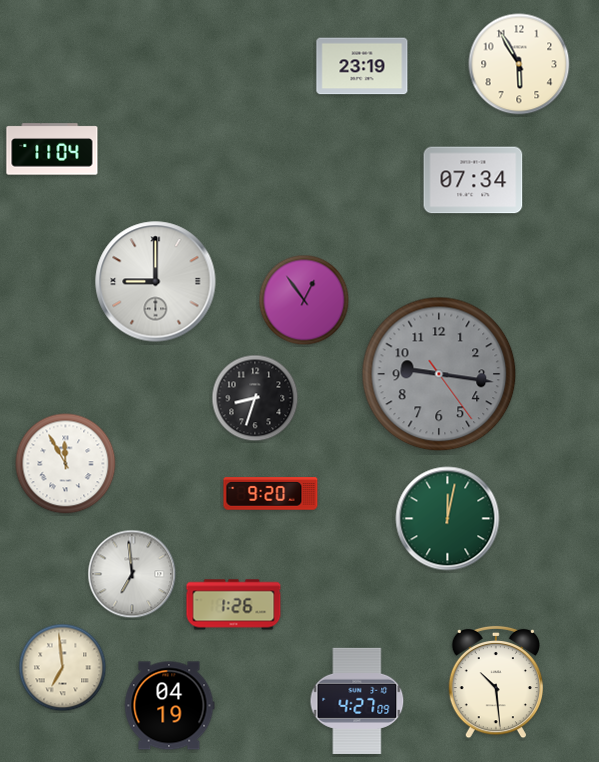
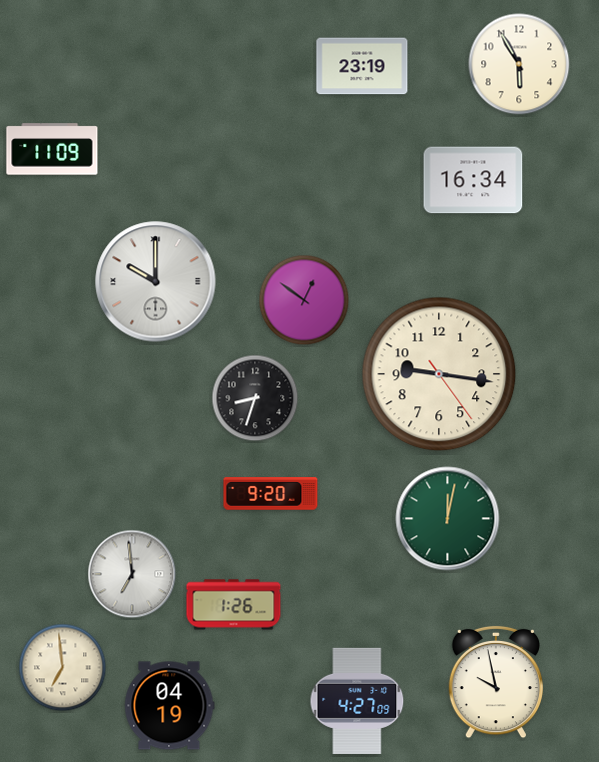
clock at (52, 149): 11:04 -> 11:09
clock at (473, 180): 07:34 -> 16:34
clock at (156, 282): 9:00 -> 10:00
clock at (304, 300): 12:54 -> 12:51
clock at (439, 374) dial: grey -> cream
clock at (66, 464): 11:55 -> none
clock at (495, 682): 10:29 -> 9:58
